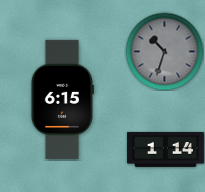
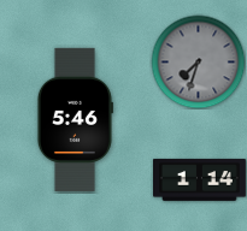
clock at (164, 51): 10:33 -> 7:33
clock at (62, 99): 6:15 -> 5:46
